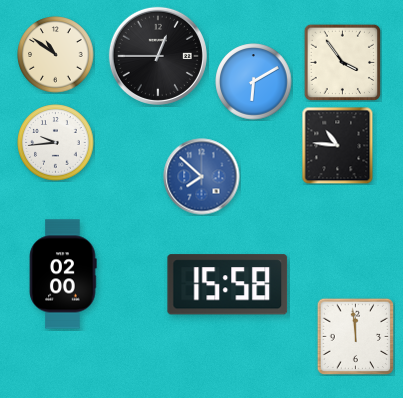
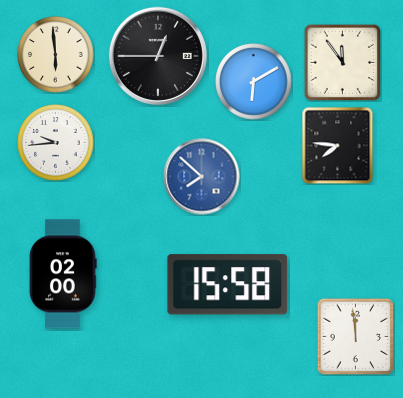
clock at (56, 55): 10:51 -> 5:59
clock at (342, 62): 3:54 -> 11:54
clock at (338, 145): 10:46 -> 7:46
